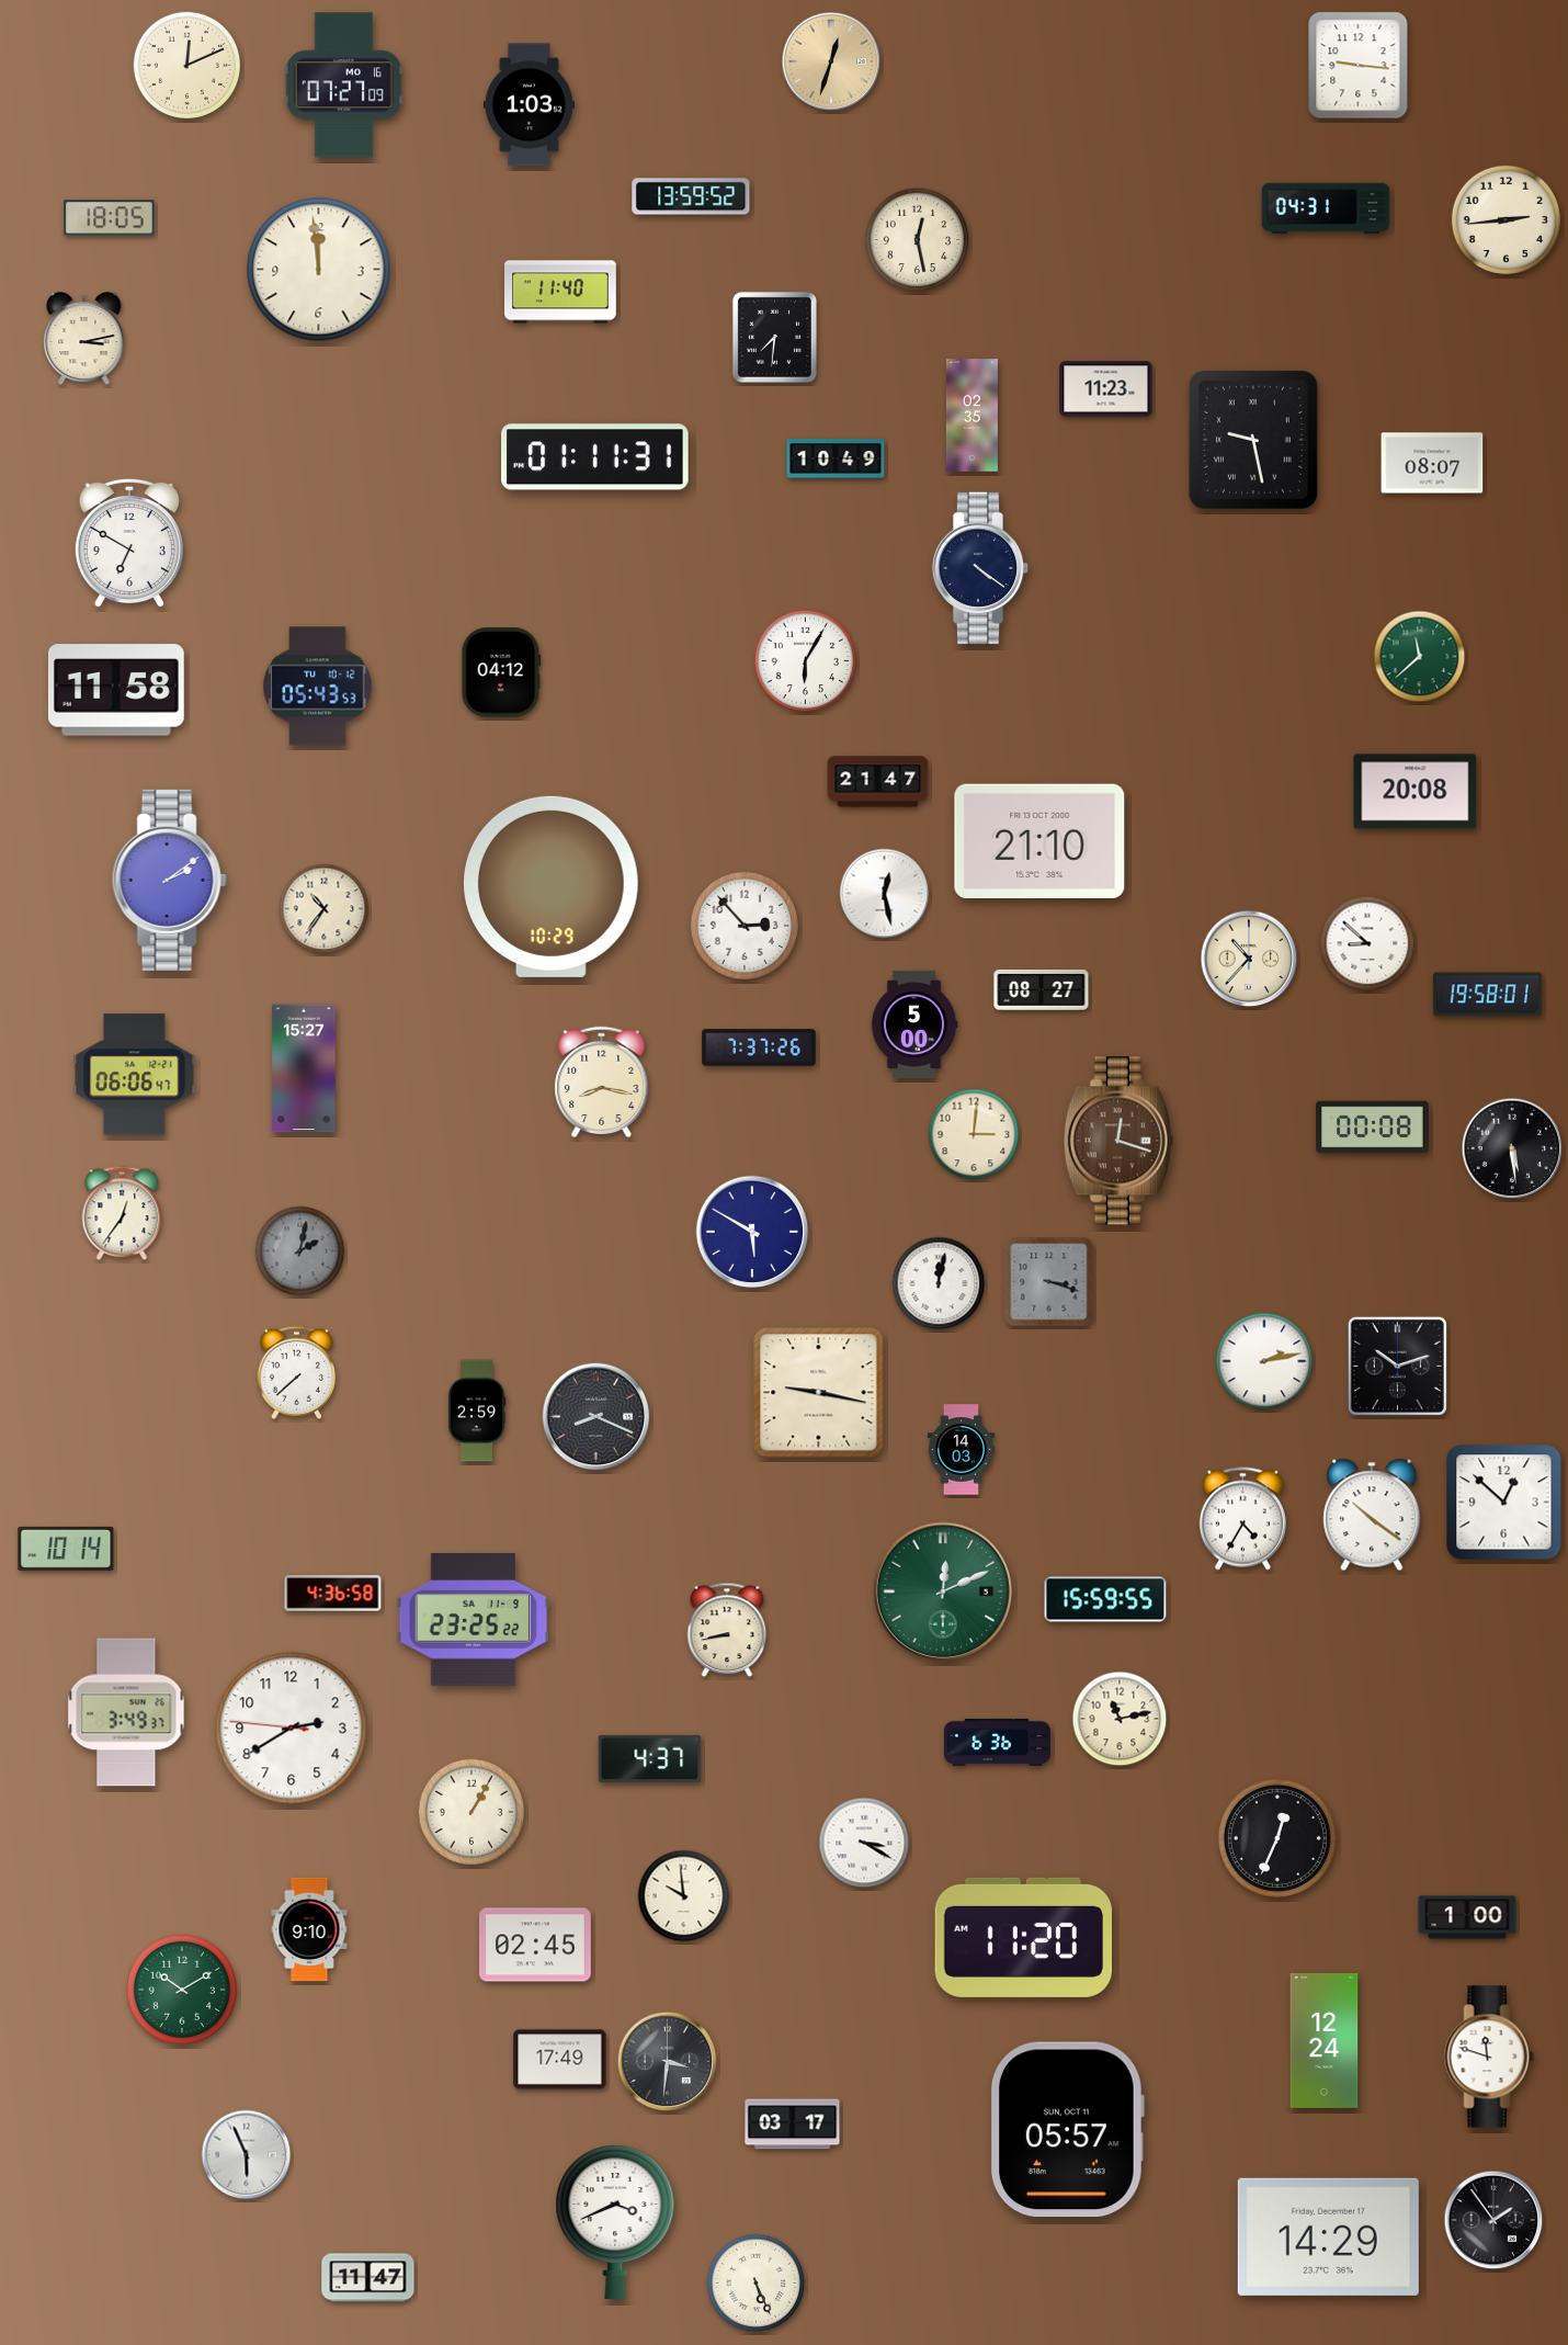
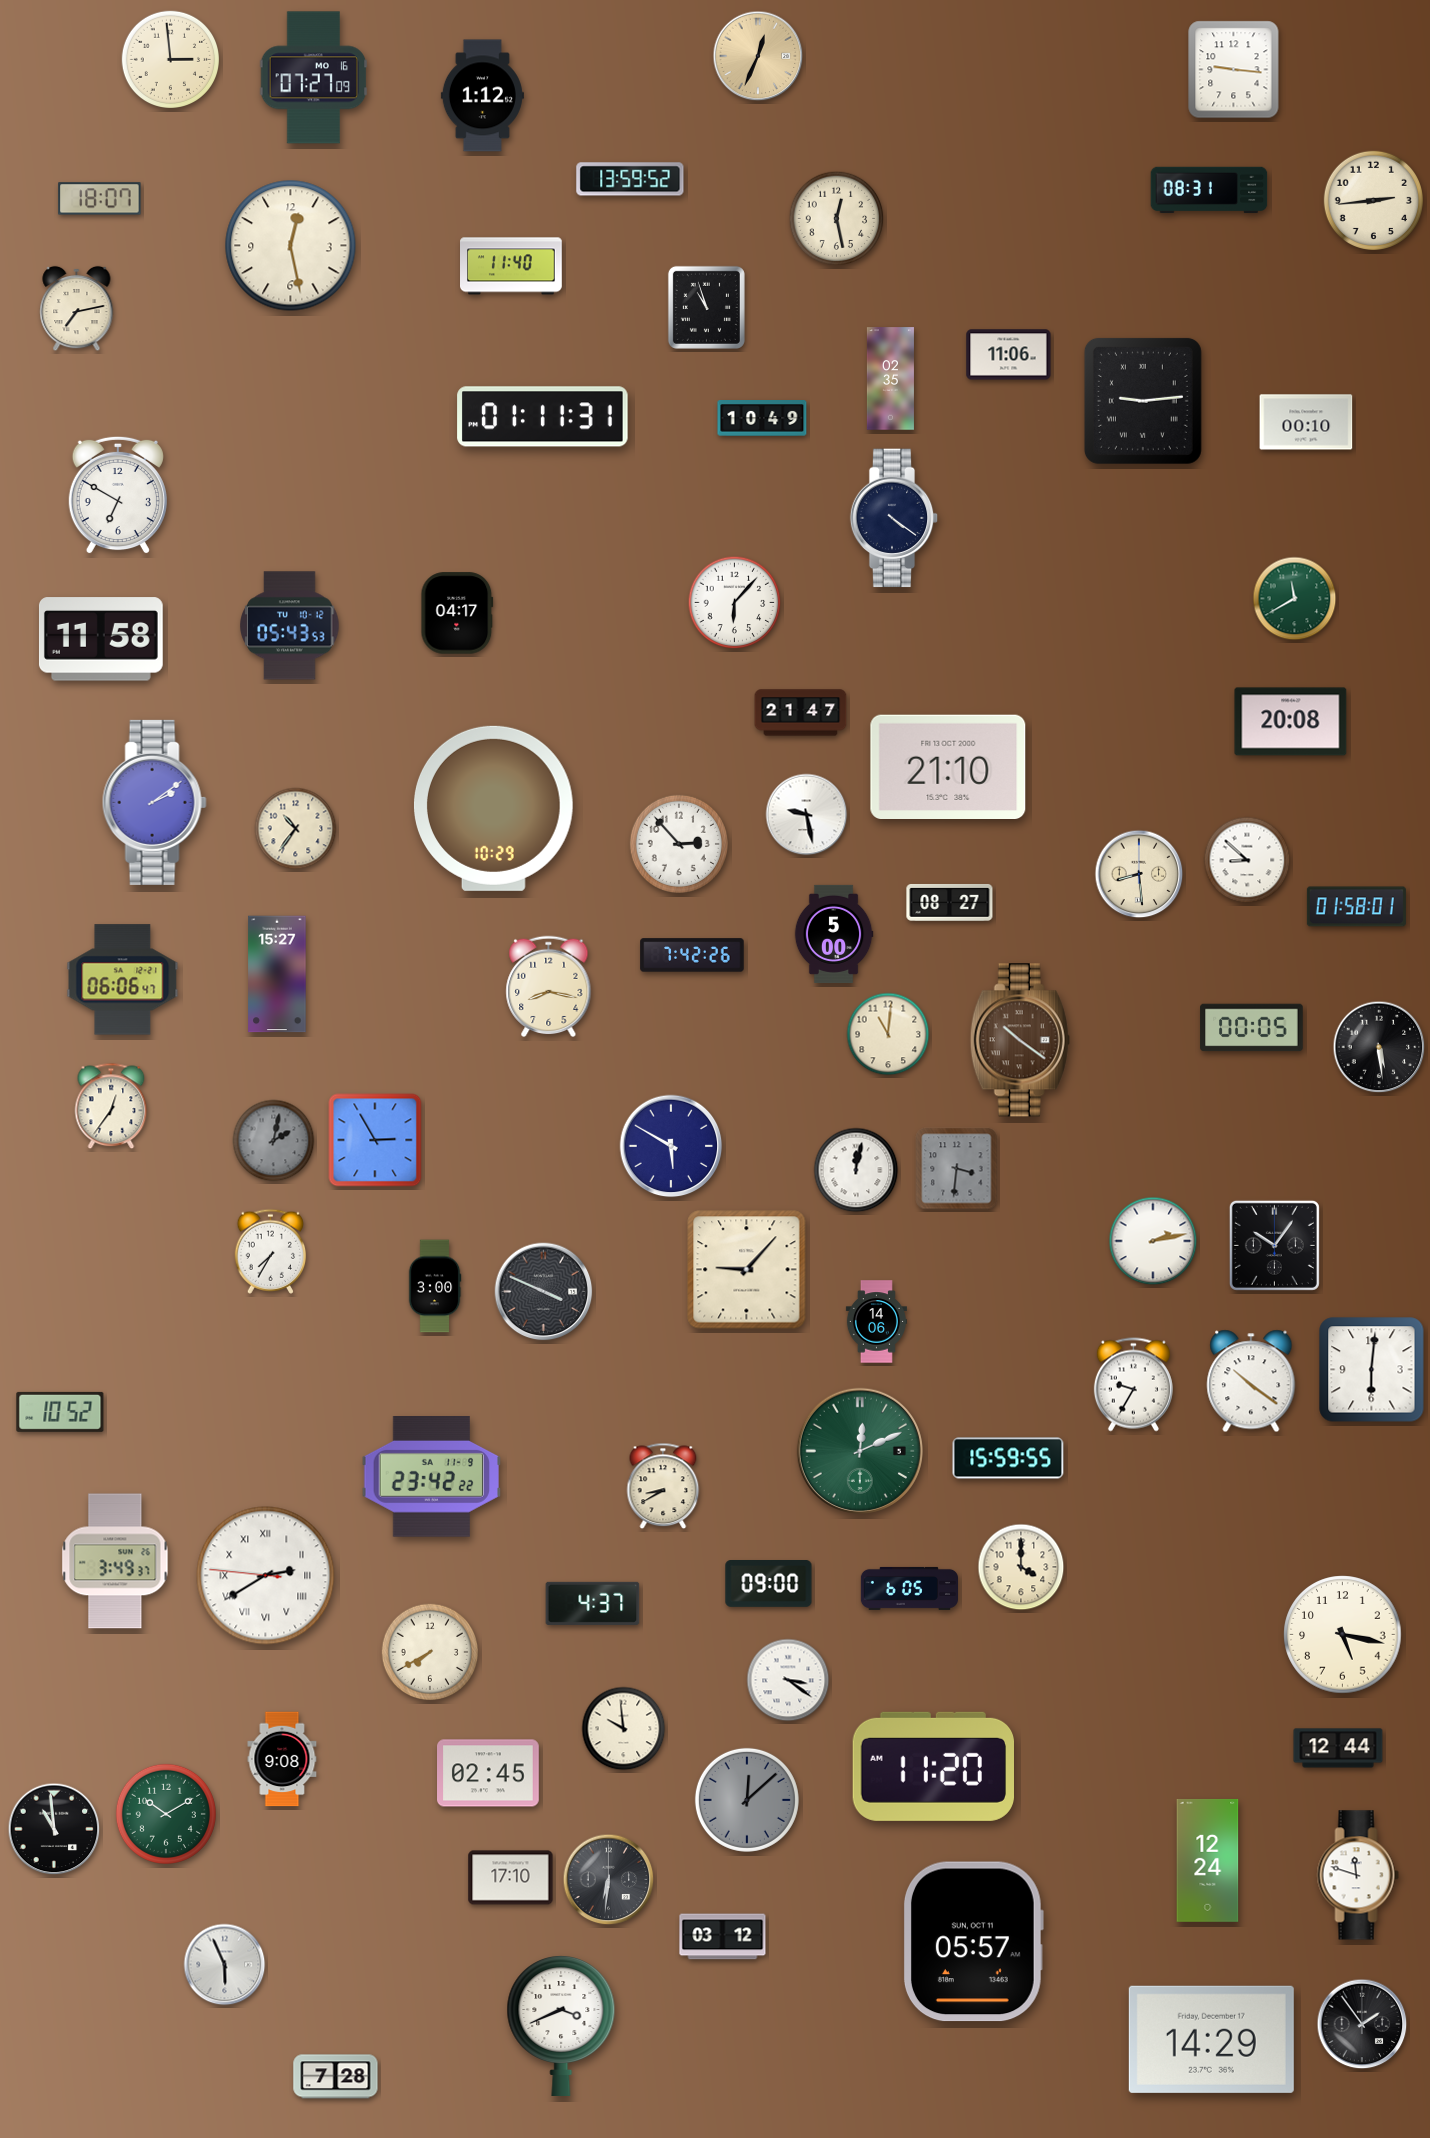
clock at (831, 61): 12:33 -> 12:34
clock at (186, 65): 12:11 -> 2:59
clock at (1359, 66) position: (1359, 66) -> (1234, 70)
clock at (529, 105): 1:03 -> 1:12
clock at (1326, 208): 04:31 -> 08:31
clock at (110, 218): 18:05 -> 18:07
clock at (319, 270): 11:59 -> 12:28
clock at (774, 337): 7:31 -> 10:57
clock at (84, 339): 3:13 -> 7:13
clock at (1106, 389): 11:23 -> 11:06
clock at (972, 416) position: (972, 416) -> (890, 379)
clock at (1253, 440): 9:28 -> 9:14
clock at (1432, 463): 08:07 -> 00:10
clock at (1420, 657): 11:38 -> 11:40
clock at (806, 661): 6:05 -> 6:07
clock at (501, 672): 04:12 -> 04:17
clock at (116, 690) position: (116, 690) -> (101, 639)
clock at (550, 886) position: (550, 886) -> (493, 808)
clock at (885, 894): 12:28 -> 9:28
clock at (1249, 959): 10:37 -> 8:29
clock at (1487, 995): 19:58 -> 01:58
clock at (759, 1047): 7:37 -> 7:42
clock at (1373, 1128): 00:08 -> 00:05
clock at (974, 1134): 3:01 -> 11:01
clock at (1118, 1141): 12:18 -> 10:21
clock at (752, 1232) position: (752, 1232) -> (671, 1146)
clock at (375, 1140): none -> 2:55
clock at (1049, 1282): 3:18 -> 3:31
clock at (1397, 1366): 10:12 -> 10:06
clock at (297, 1372): 7:38 -> 7:35
clock at (819, 1393): 9:17 -> 9:07
clock at (477, 1411): 2:59 -> 3:00
clock at (596, 1417): 8:19 -> 3:49
clock at (961, 1450): 14:03 -> 14:06
clock at (1504, 1503): 12:52 -> 6:01
clock at (1242, 1519): 4:35 -> 9:35
clock at (66, 1549): 10:14 -> 10:52
clock at (333, 1594): 4:36 -> none
clock at (473, 1620): 23:25 -> 23:42
clock at (727, 1630): 8:43 -> 8:40
clock at (1120, 1719): 11:13 -> 4:00
clock at (292, 1729) numerals: Arabic -> Roman
clock at (769, 1584): none -> 09:00
clock at (997, 1742): 6:36 -> 6:05
clock at (1343, 1635): none -> 5:17
clock at (471, 1812): 1:05 -> 7:40
clock at (1277, 1838): 12:34 -> none
clock at (864, 1843): 3:20 -> 3:21
clock at (1467, 1917): 1:00 -> 12:44
clock at (309, 1929): 9:10 -> 9:08
clock at (747, 1800): none -> 12:08
clock at (54, 1829): none -> 10:59
clock at (560, 2060): 17:49 -> 17:10
clock at (668, 2062): 3:31 -> 6:31
clock at (793, 2125): 03:17 -> 03:12
clock at (368, 2278): 11:47 -> 7:28
clock at (757, 2284): 5:26 -> none
